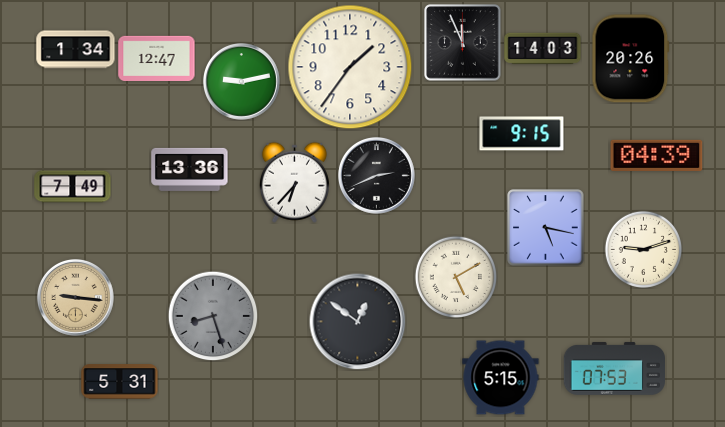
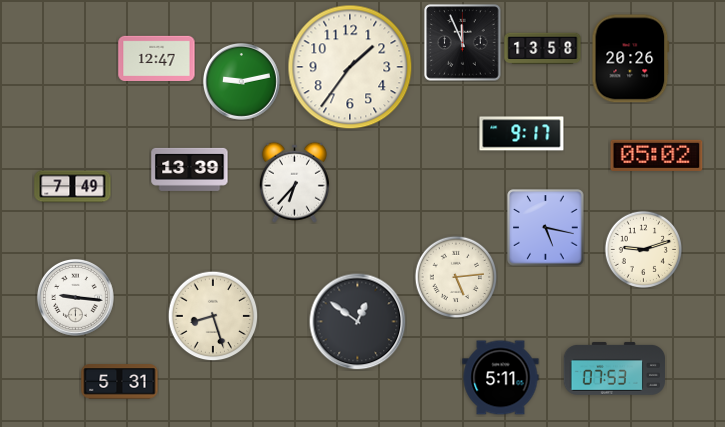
clock at (543, 49): 14:03 -> 13:58
clock at (76, 50): 1:34 -> none
clock at (522, 134): 9:15 -> 9:17
clock at (657, 155): 04:39 -> 05:02
clock at (190, 169): 13:36 -> 13:39
clock at (377, 176): 2:41 -> none
clock at (456, 277): 5:10 -> 5:14
clock at (76, 298) dial: champagne -> white
clock at (213, 316) dial: grey -> cream
clock at (501, 378): 5:15 -> 5:11
